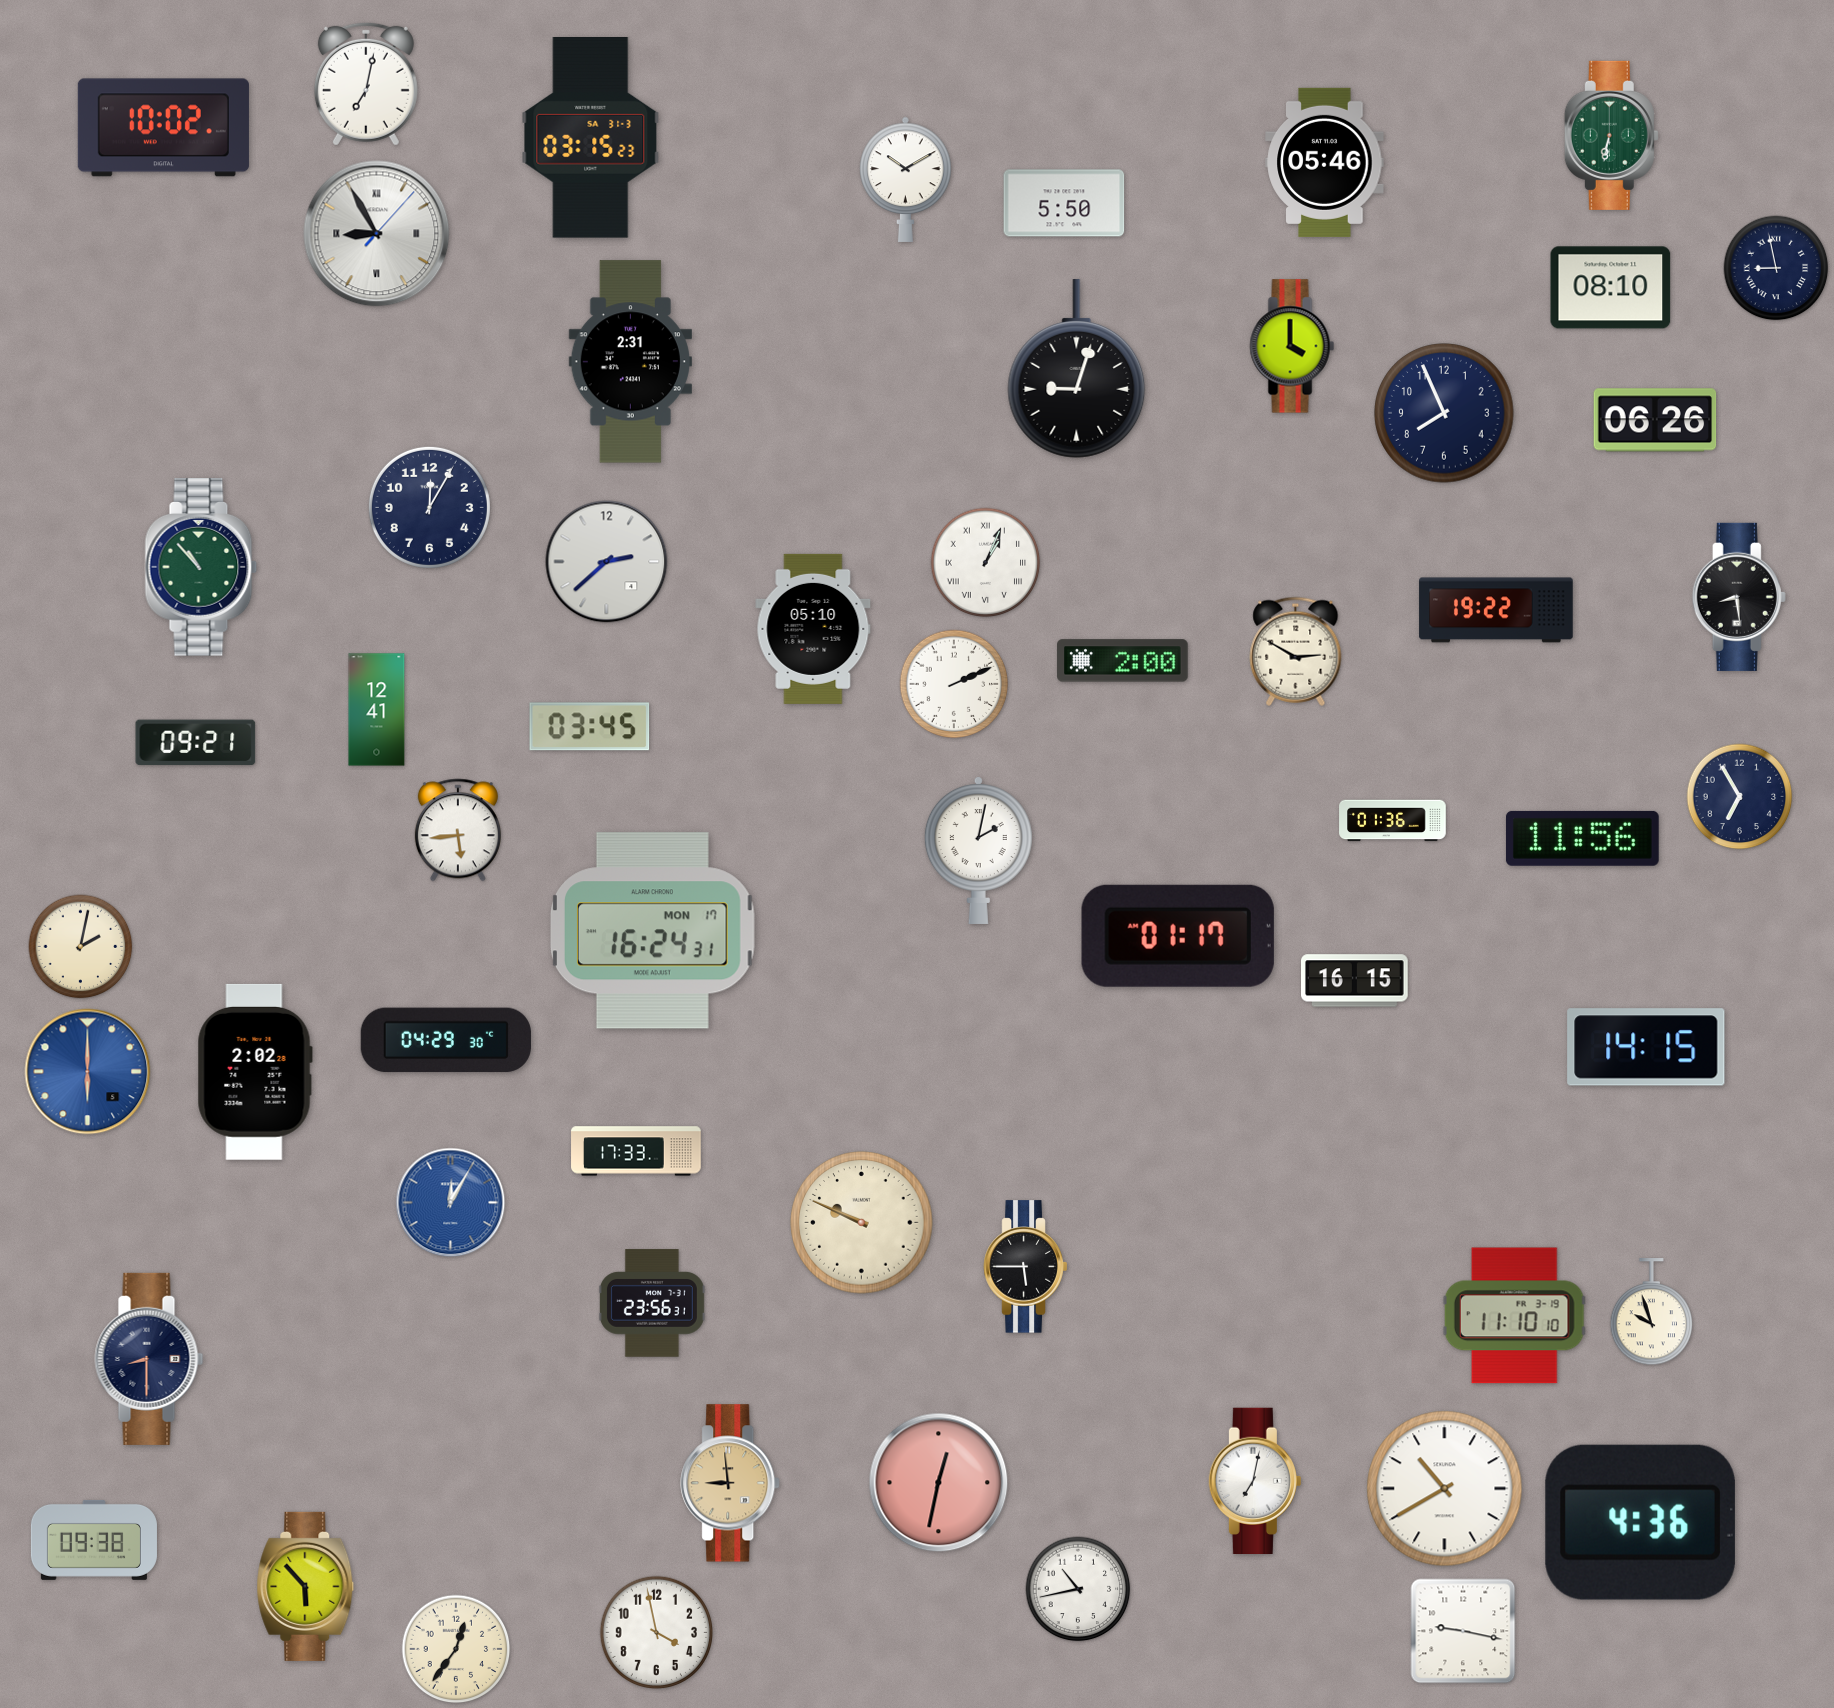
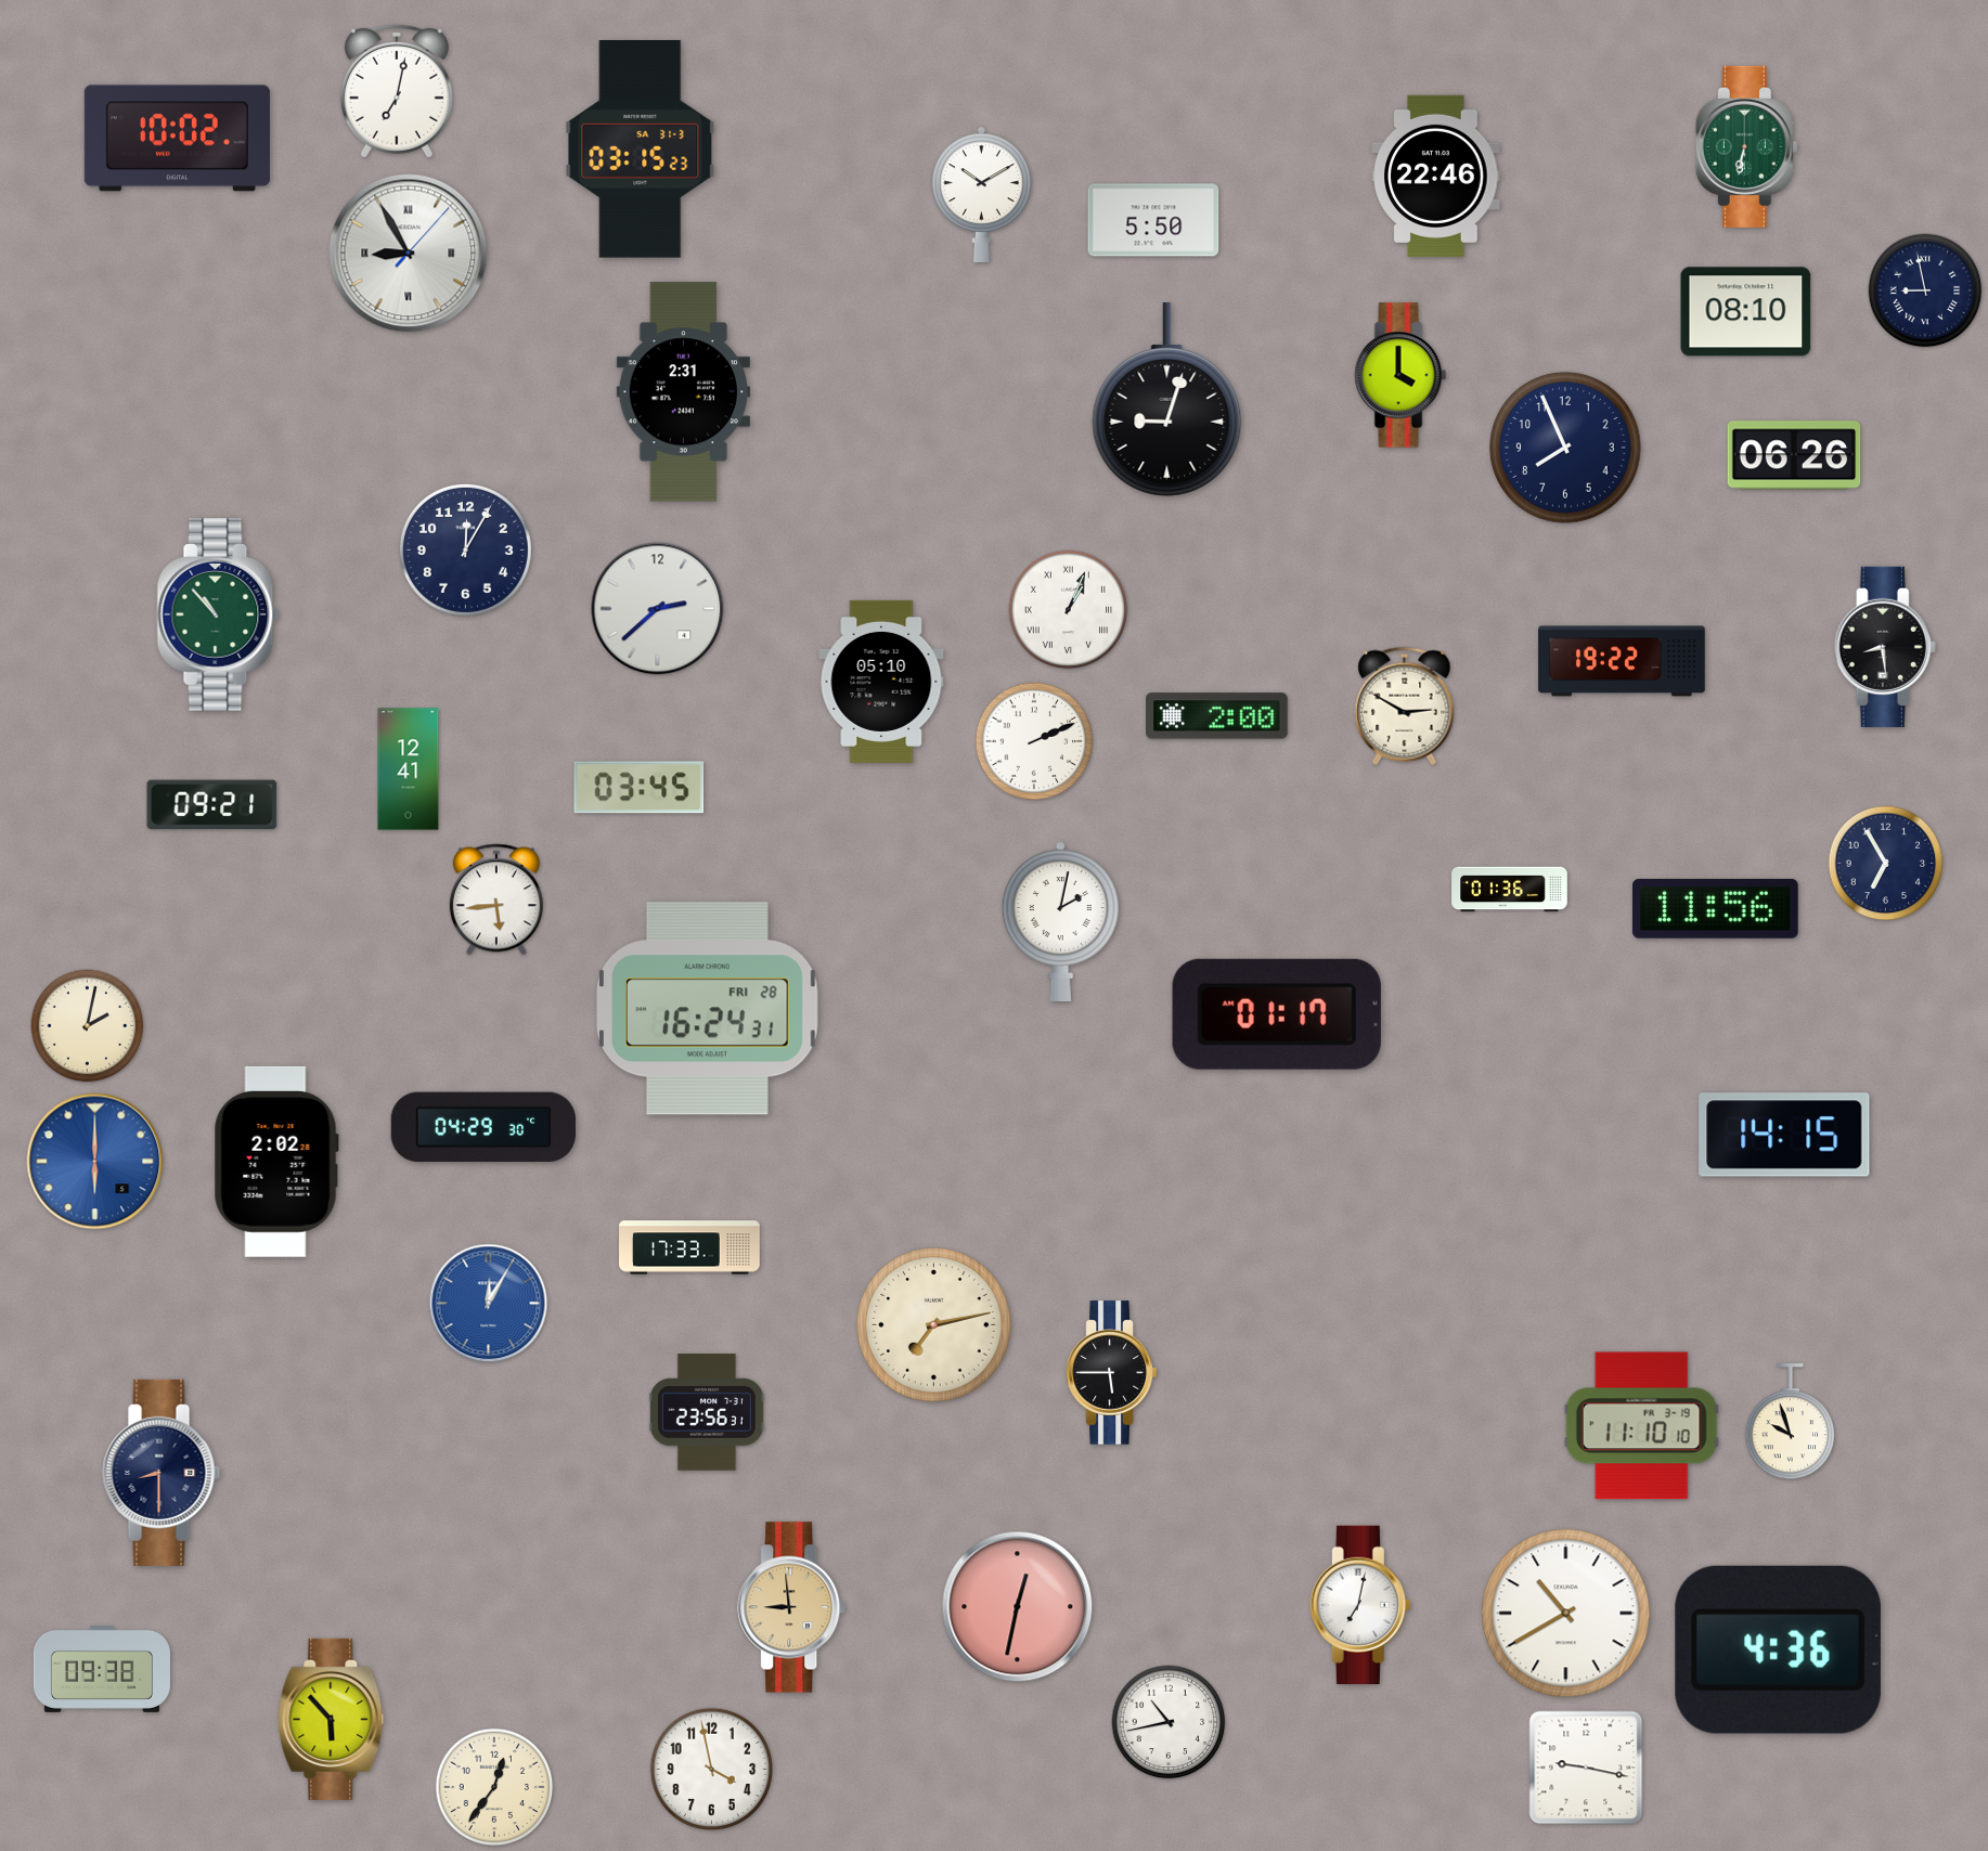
clock at (1325, 162): 05:46 -> 22:46
clock at (653, 931) date: MON 17 -> FRI 28
clock at (1355, 981): 16:15 -> none
clock at (862, 1223): 9:49 -> 7:13
